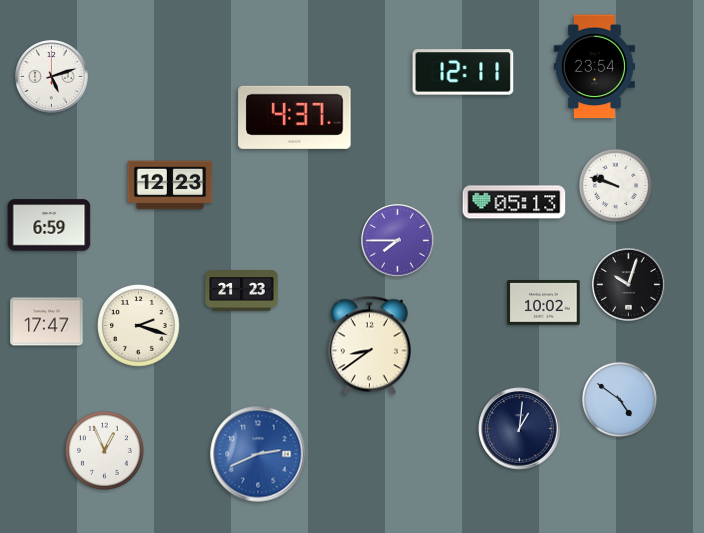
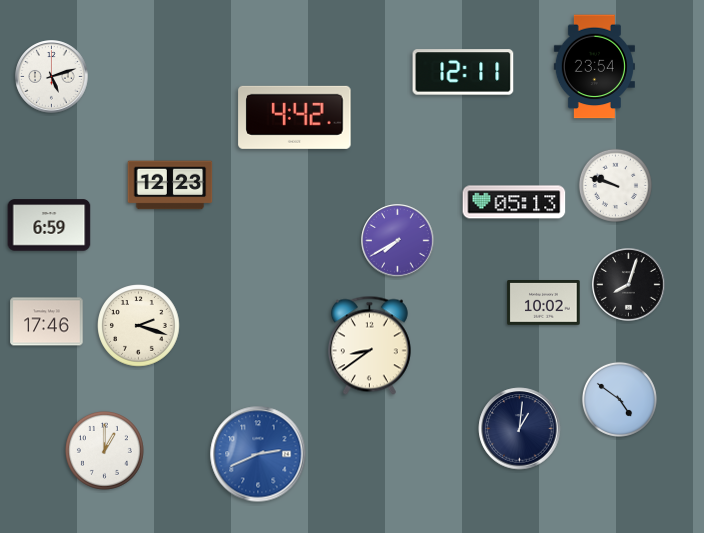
clock at (295, 117): 4:37 -> 4:42
clock at (398, 241): 7:45 -> 7:40
clock at (629, 285): 10:03 -> 8:03
clock at (242, 291): 21:23 -> none
clock at (47, 322): 17:47 -> 17:46
clock at (104, 450): 12:56 -> 1:00
